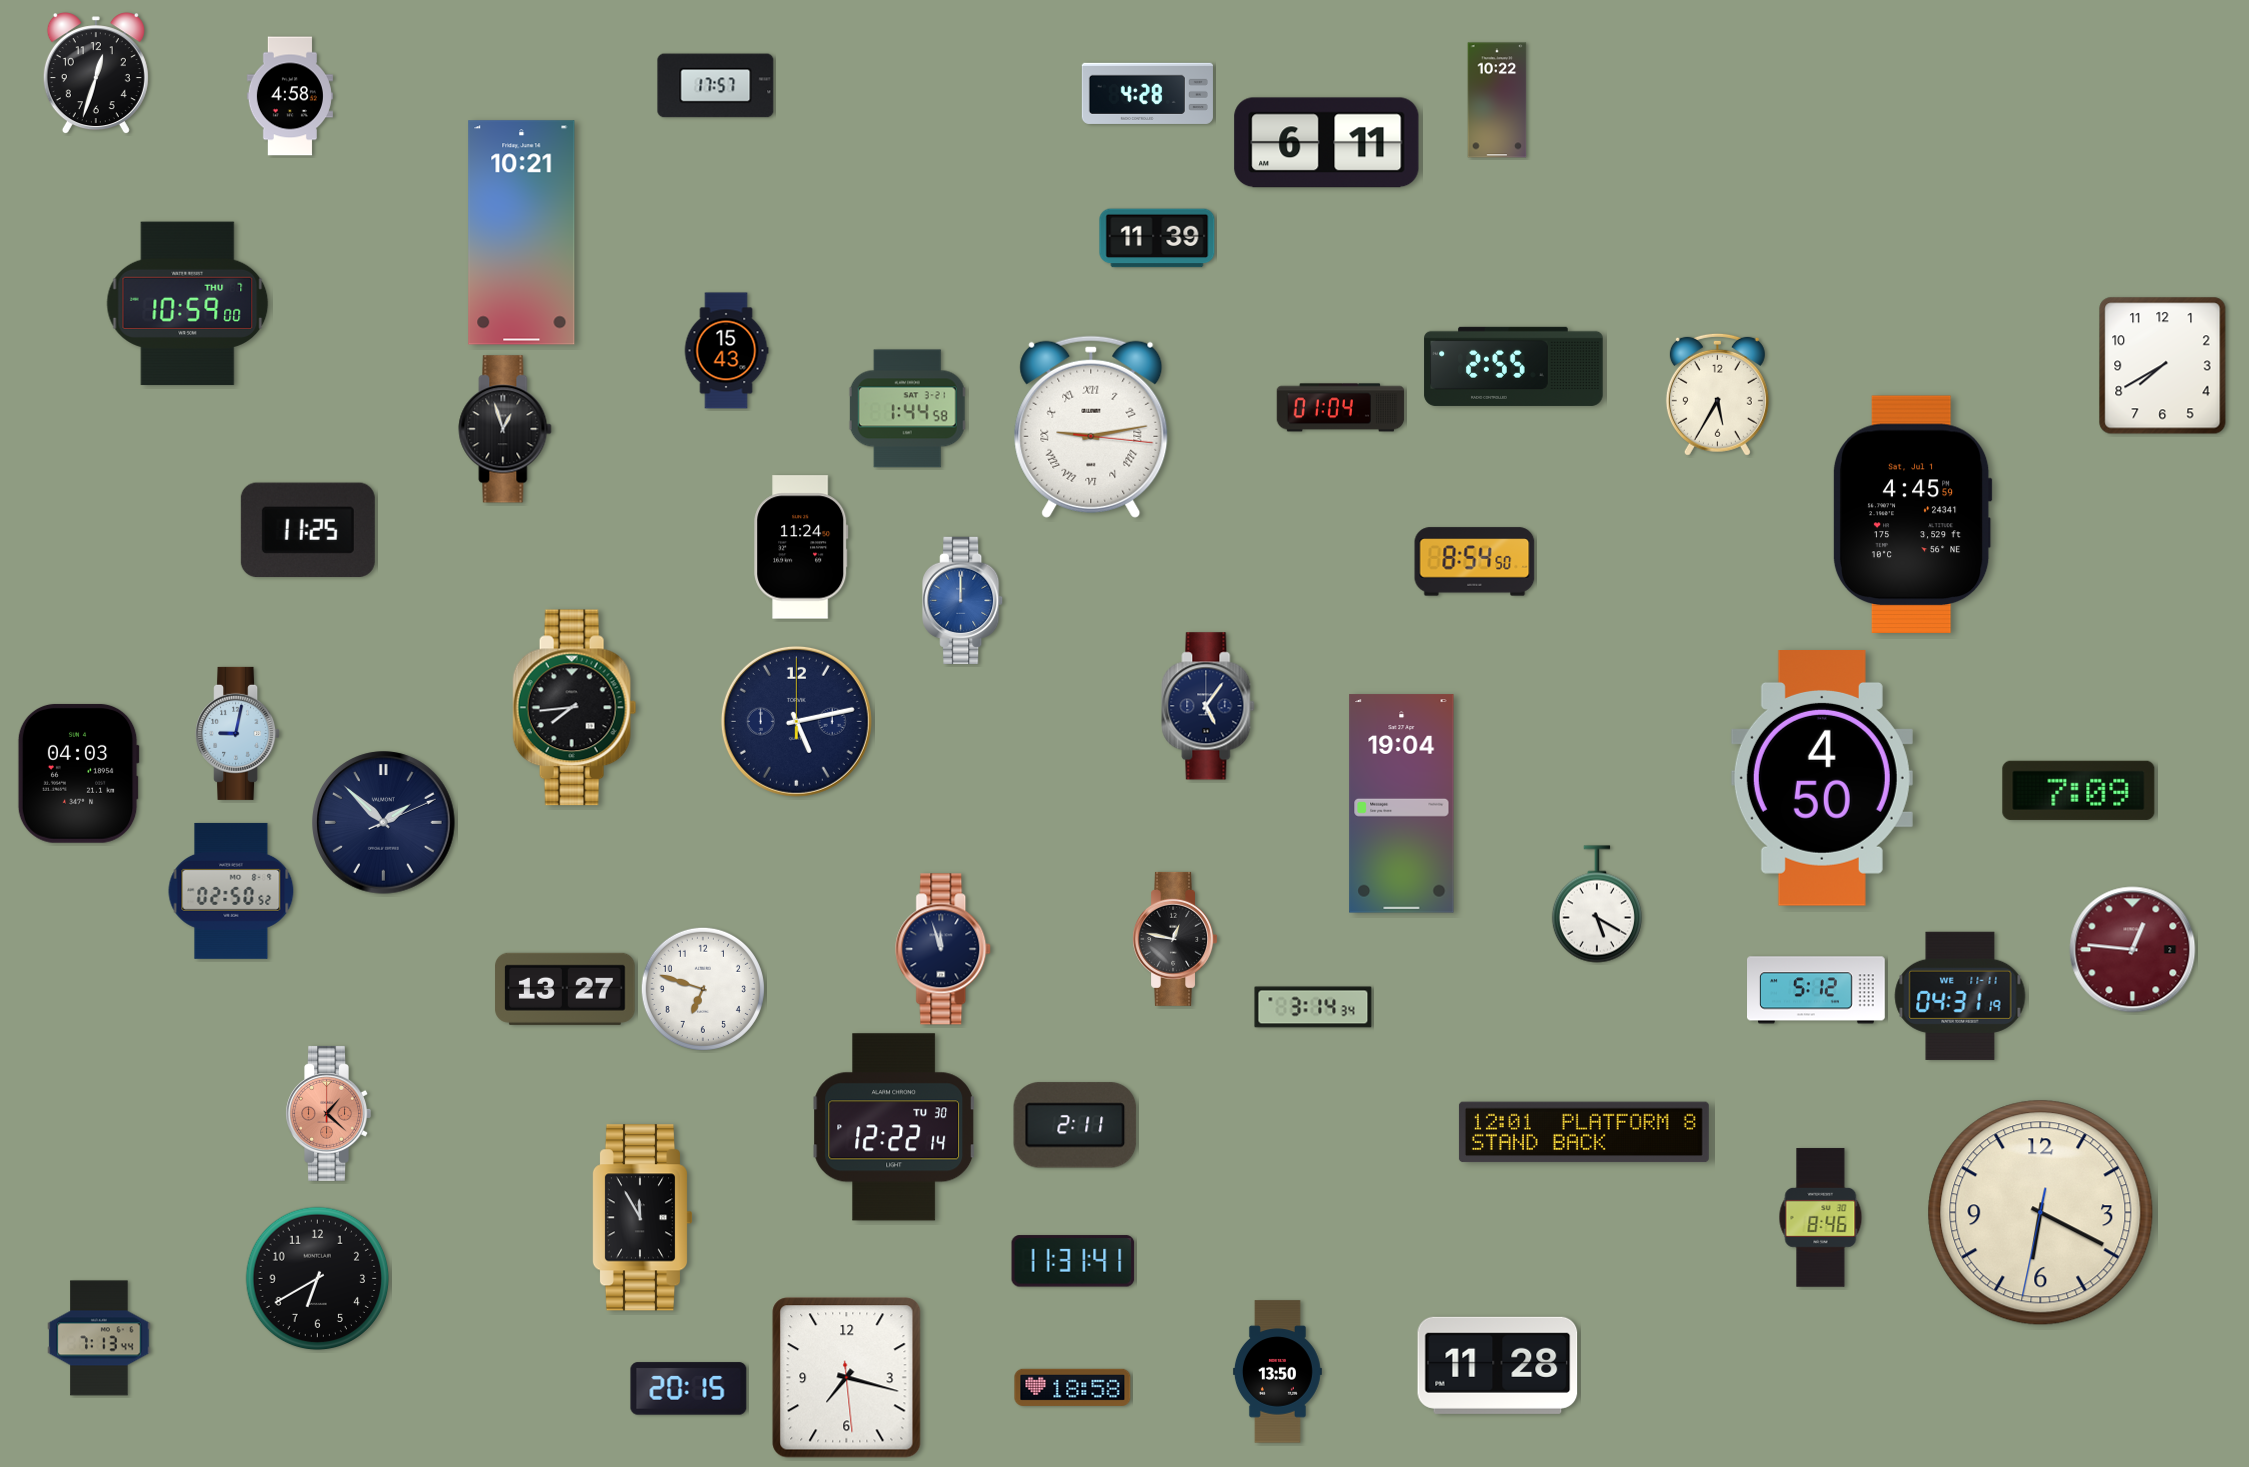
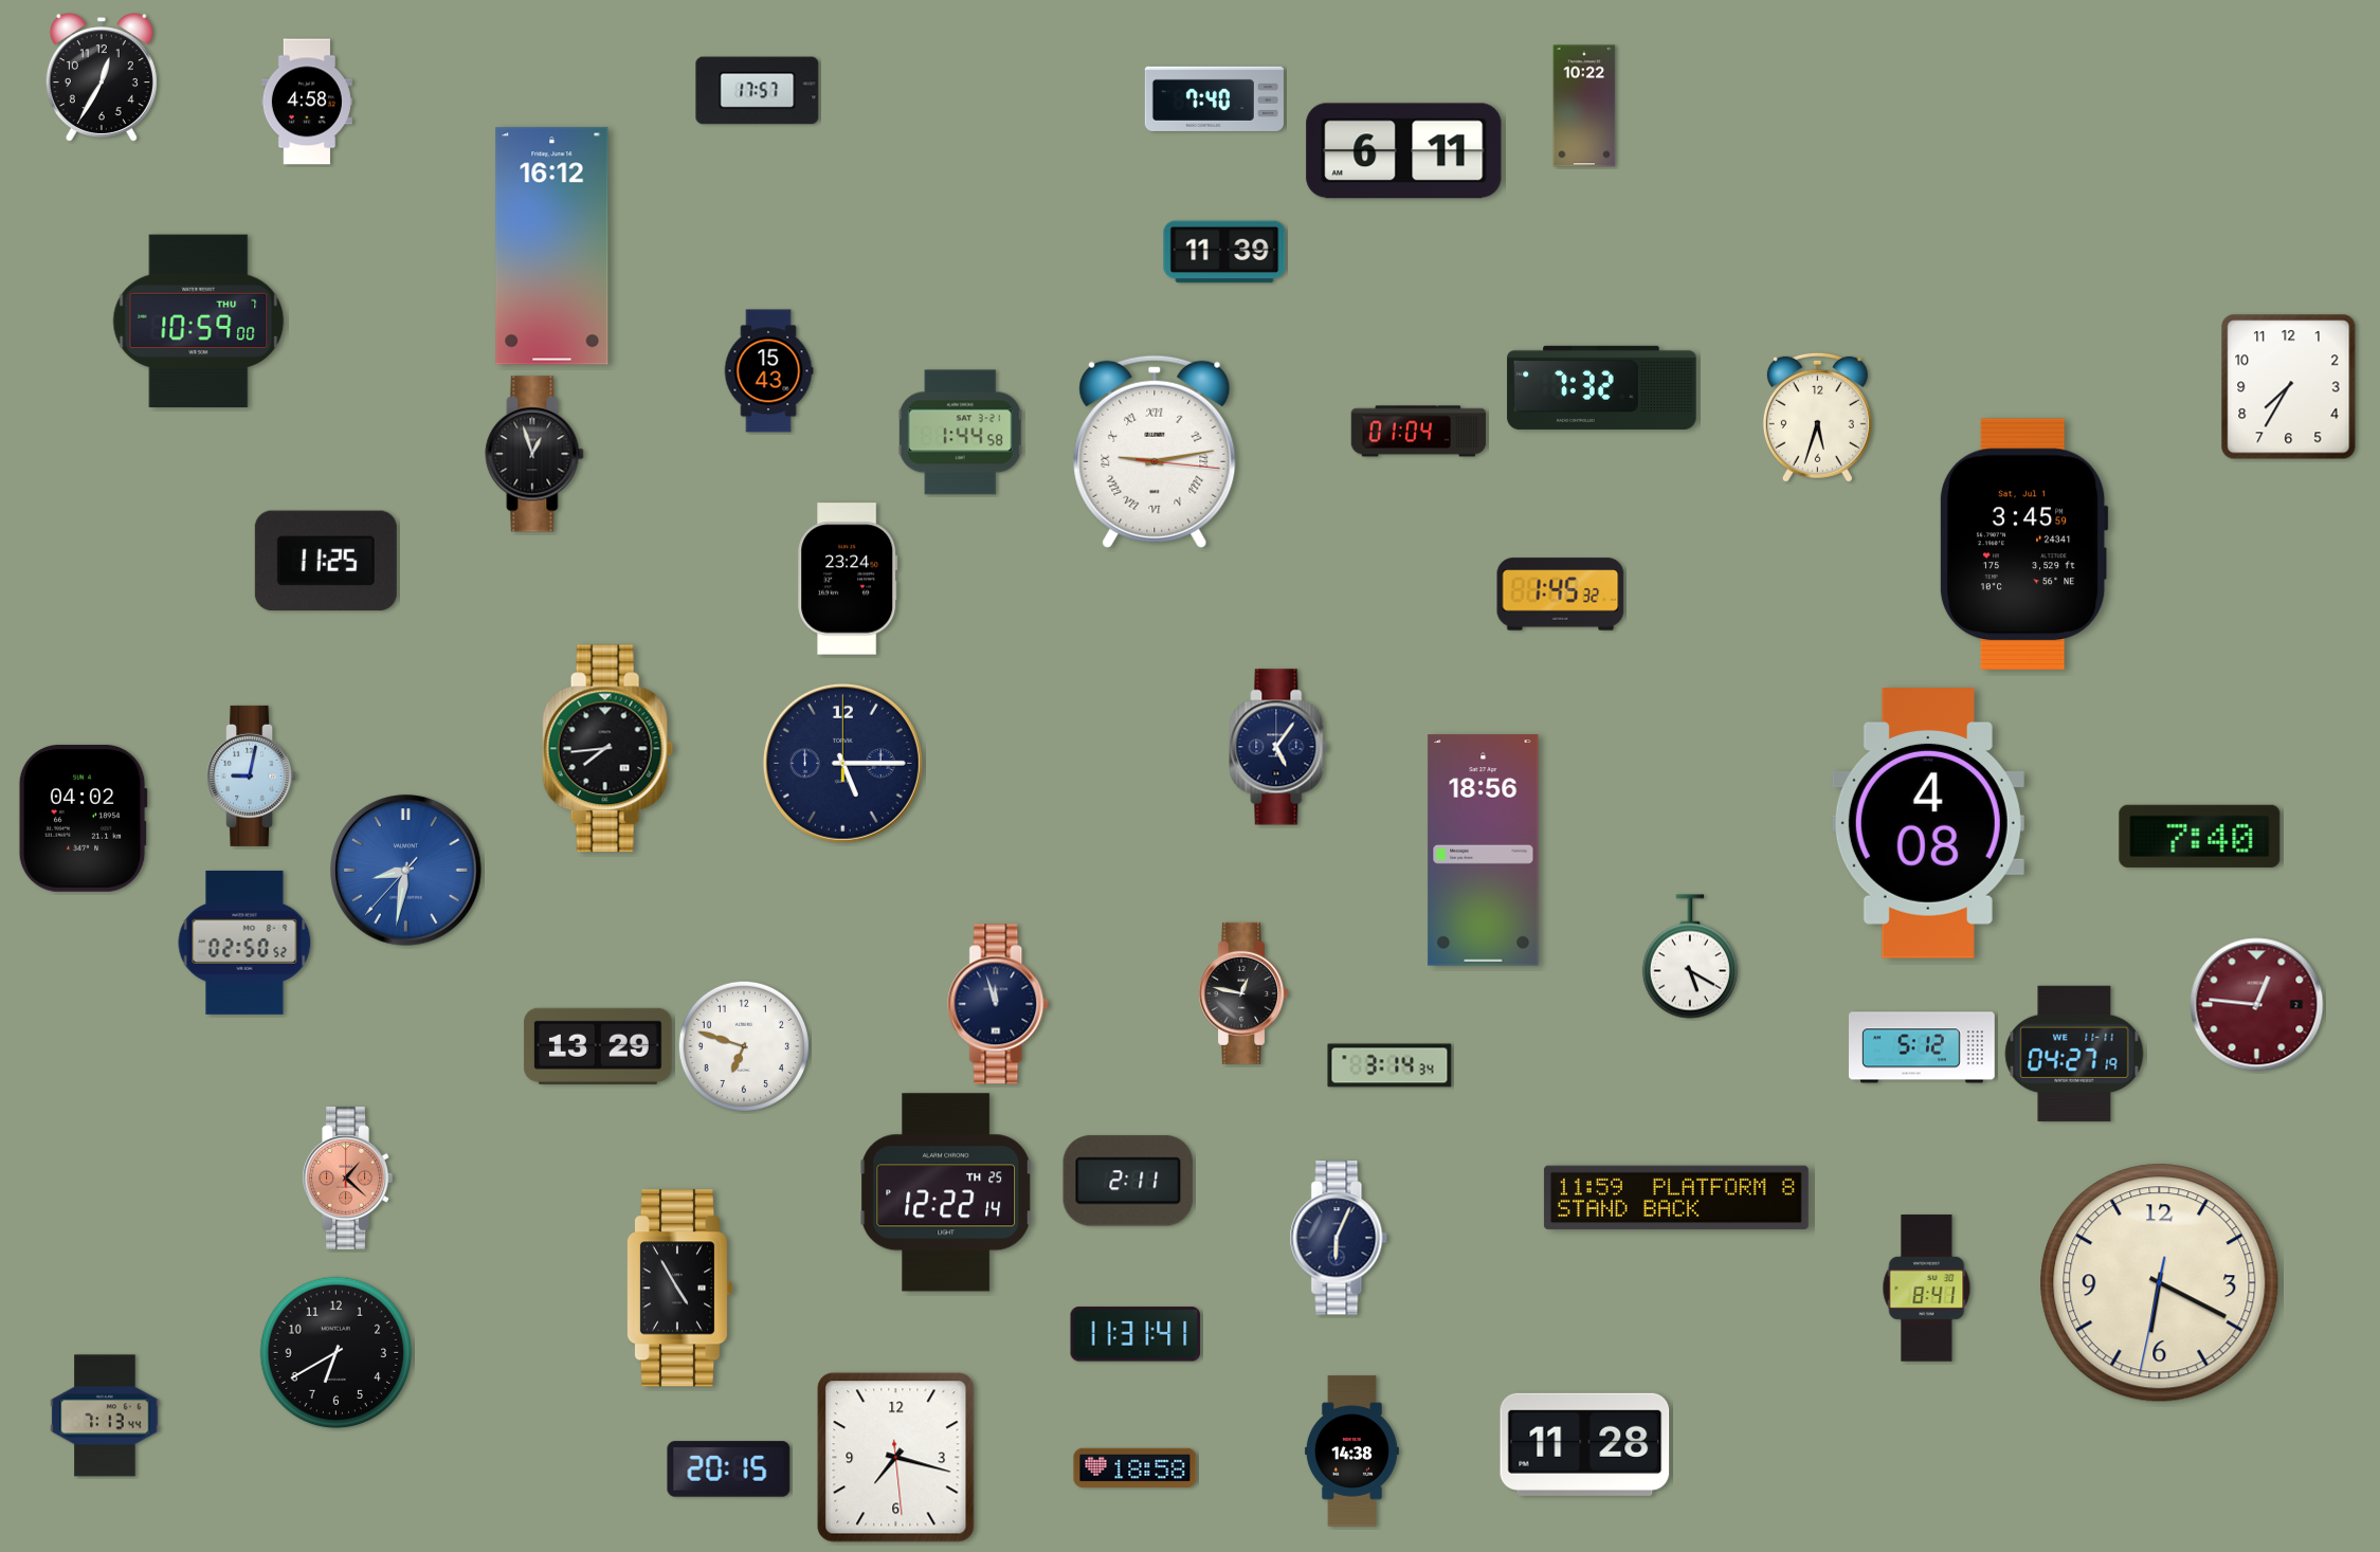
clock at (96, 74): 12:33 -> 12:35
clock at (1147, 93): 4:28 -> 7:40
clock at (522, 233): 10:21 -> 16:12
clock at (1514, 366): 2:55 -> 7:32
clock at (2163, 366): 7:40 -> 7:35
clock at (1717, 394): 5:35 -> 5:33
clock at (1912, 514): 4:45 -> 3:45
clock at (801, 547): 11:24 -> 23:24
clock at (1475, 562): 8:54 -> 1:45
clock at (963, 601): 12:00 -> none
clock at (796, 721): 5:13 -> 5:15
clock at (78, 773): 04:03 -> 04:02
clock at (1822, 779): 4:50 -> 4:08
clock at (2079, 790): 7:09 -> 7:40
clock at (1402, 804): 19:04 -> 18:56
clock at (384, 823): 1:52 -> 8:31
clock at (384, 823) dial: navy -> blue
clock at (565, 989): 13:27 -> 13:29
clock at (1960, 996): 04:31 -> 04:27
clock at (1075, 1125) position: (1075, 1125) -> (1128, 1181)
clock at (894, 1127) date: TU 30 -> TH 25
clock at (1584, 1132): 12:01 -> 11:59
clock at (1339, 1238): none -> 6:04
clock at (641, 1218): 11:55 -> 4:55
clock at (1821, 1218): 8:46 -> 8:41
clock at (1277, 1372): 13:50 -> 14:38
